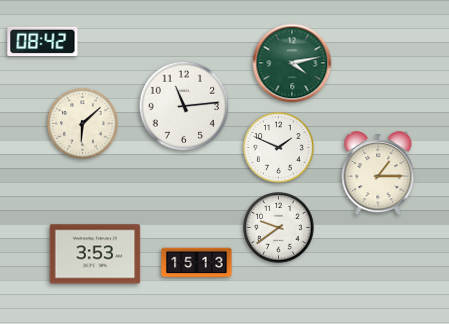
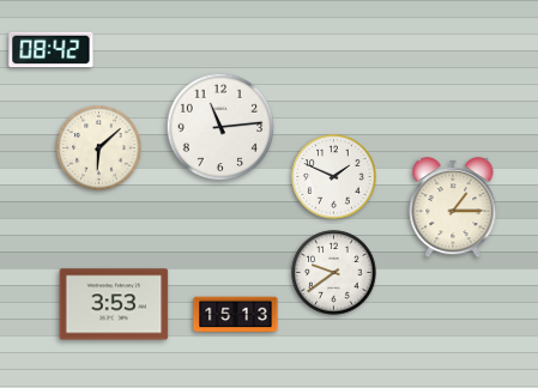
clock at (292, 63): 4:13 -> none
